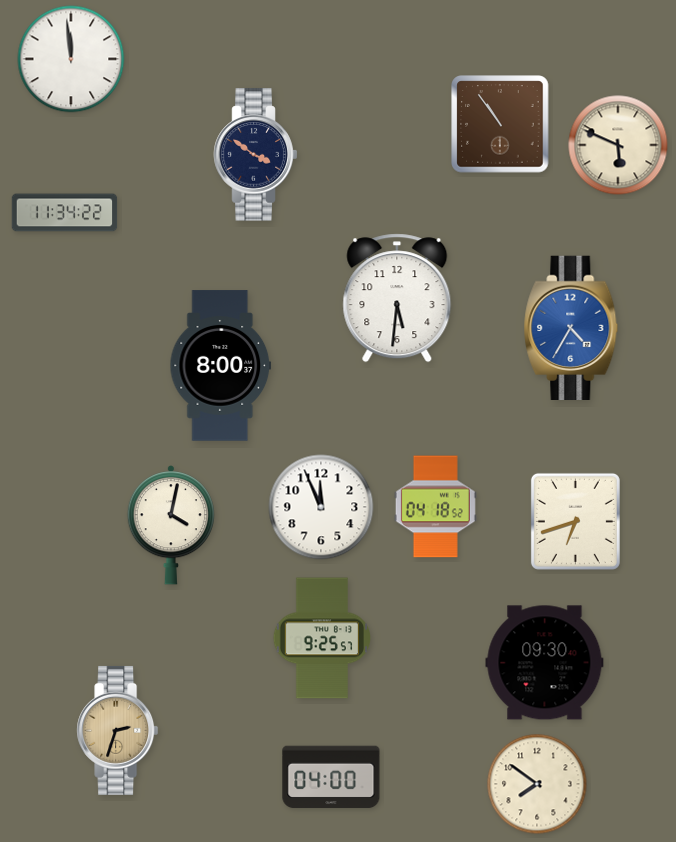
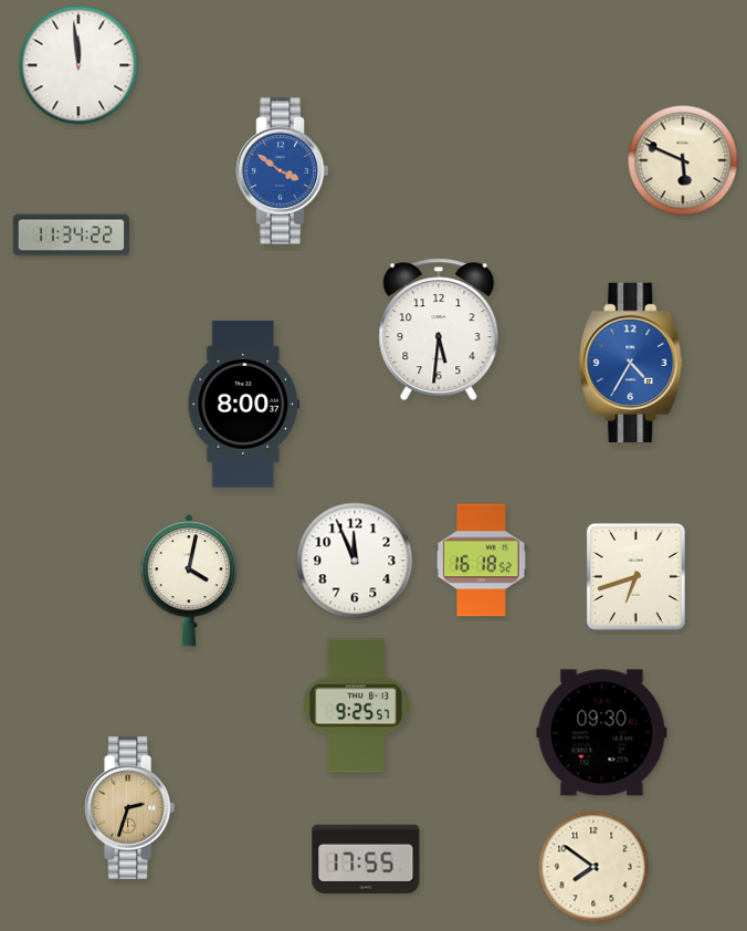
clock at (500, 124): 10:54 -> none
clock at (256, 155) dial: navy -> blue
clock at (435, 507): 04:18 -> 16:18
clock at (331, 777): 04:00 -> 17:55
